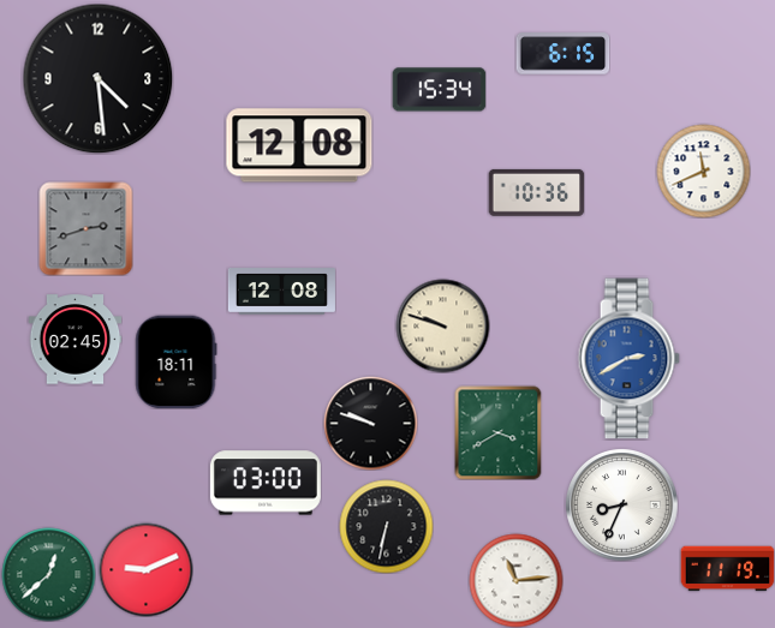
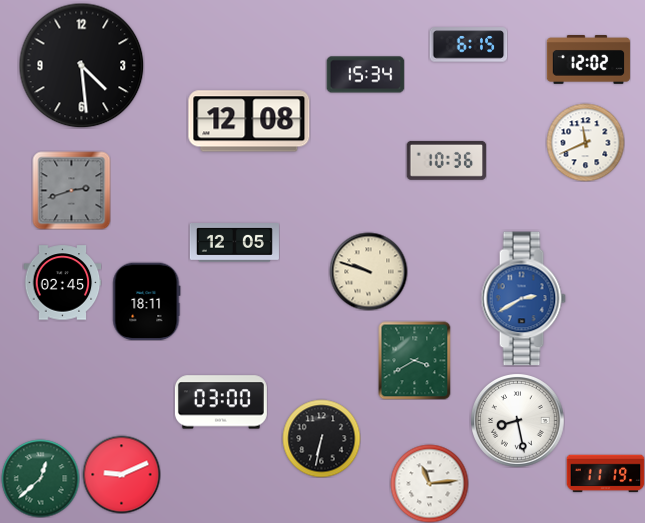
clock at (588, 60): none -> 12:02
clock at (281, 292): 12:08 -> 12:05
clock at (370, 423): 9:48 -> none
clock at (622, 506): 8:34 -> 8:28
